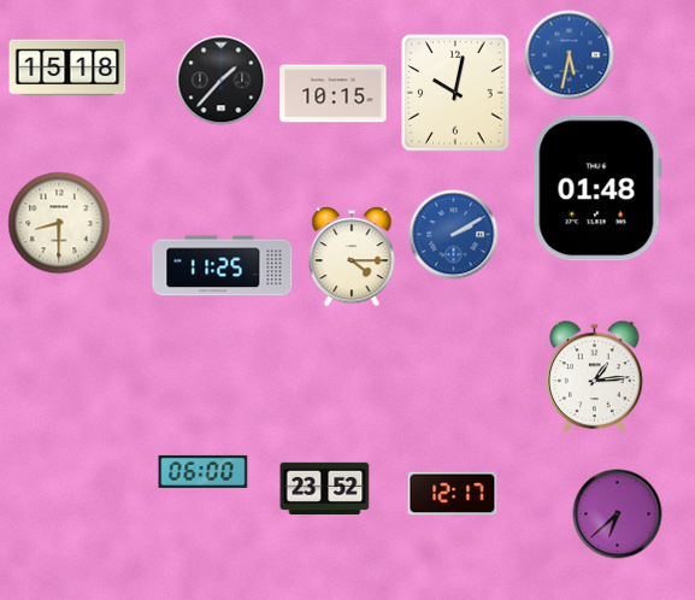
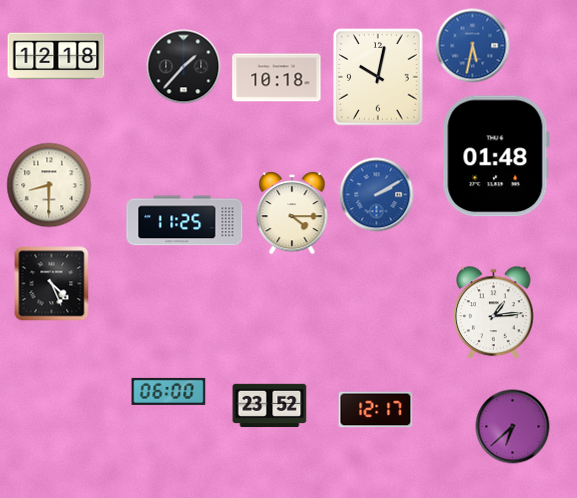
clock at (67, 67): 15:18 -> 12:18
clock at (334, 94): 10:15 -> 10:18
clock at (52, 284): none -> 4:26
